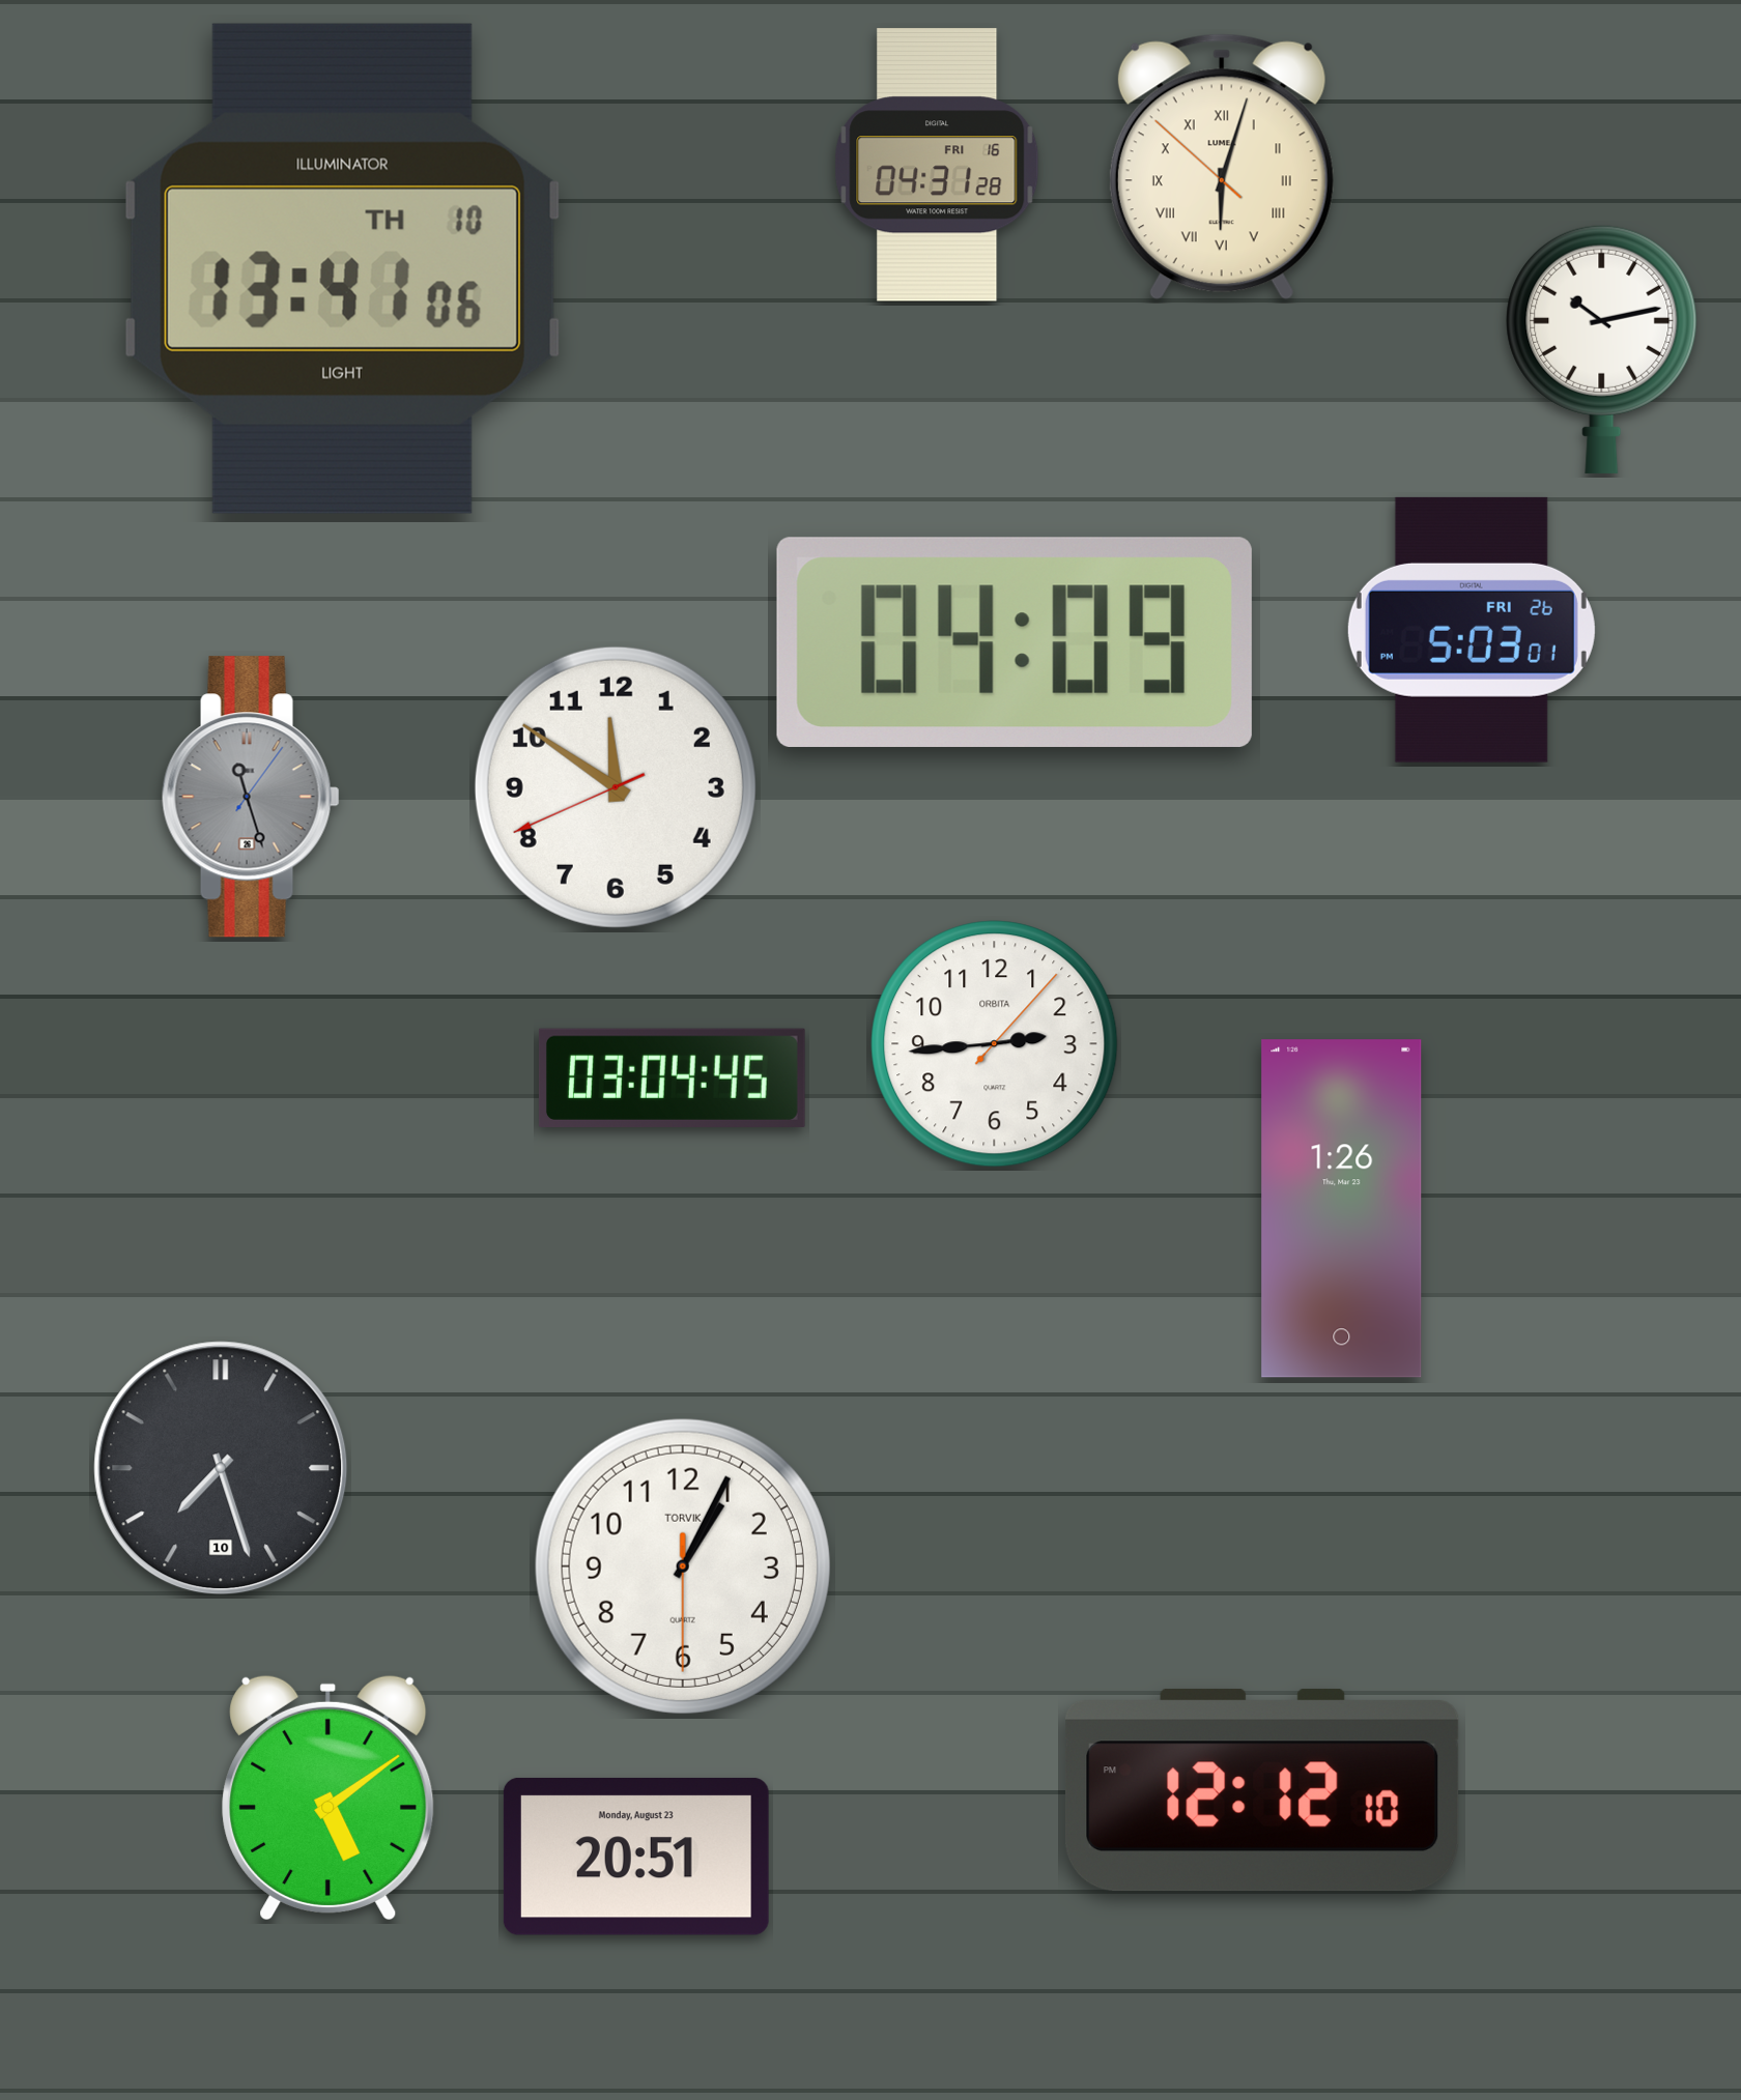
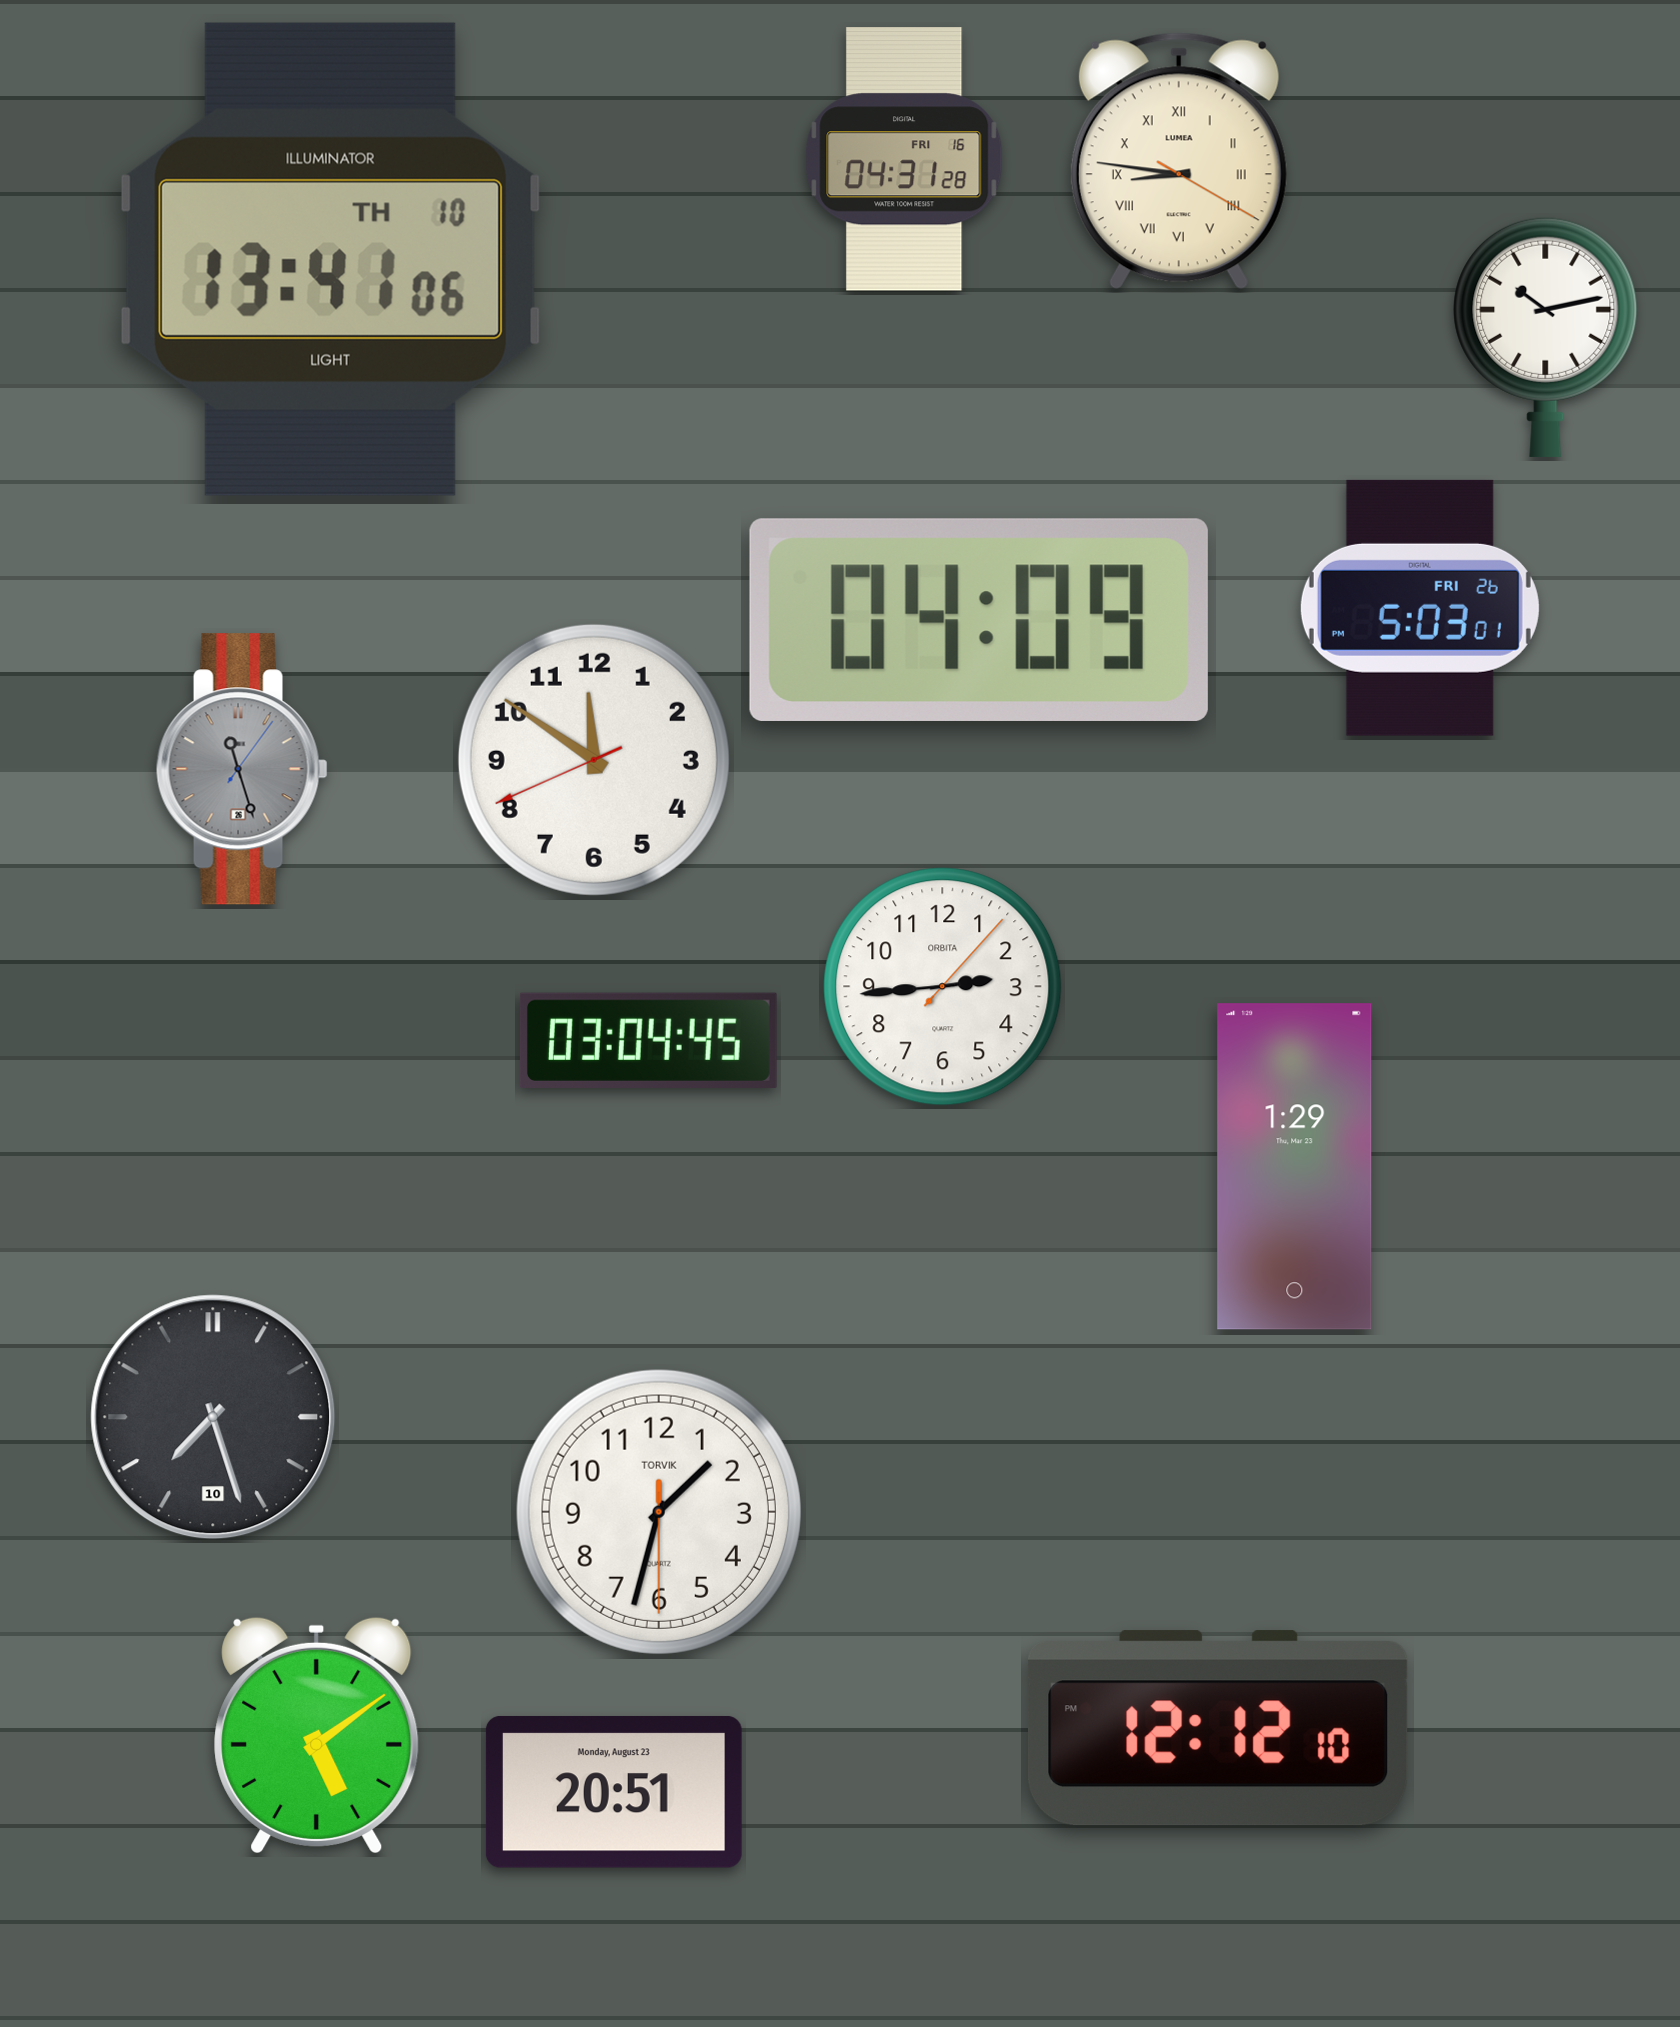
clock at (1222, 167): 6:02 -> 8:46
clock at (995, 1044) position: (995, 1044) -> (943, 987)
clock at (1342, 1209): 1:26 -> 1:29
clock at (683, 1566): 1:04 -> 1:32
